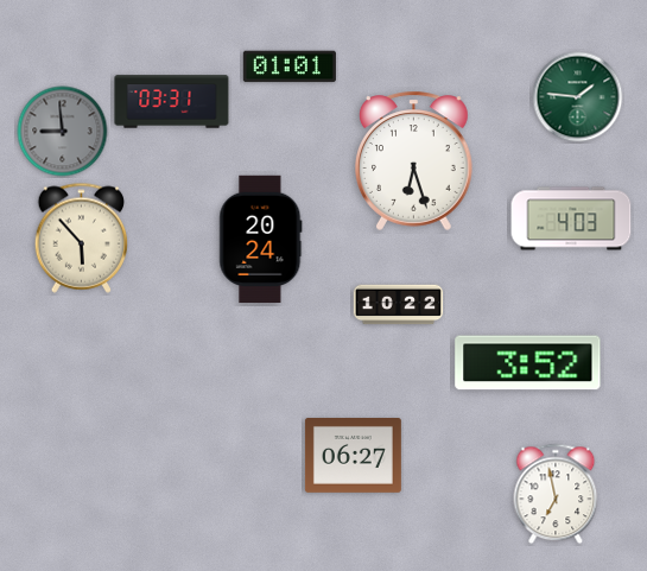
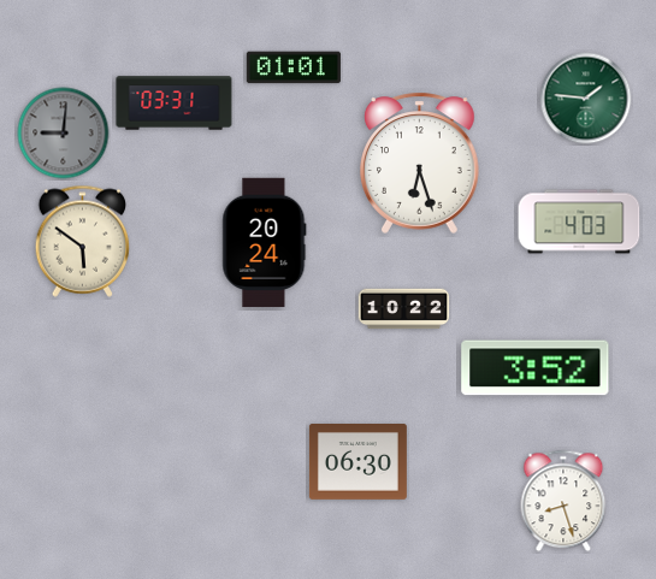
clock at (63, 132): 8:59 -> 9:01
clock at (82, 237): 5:53 -> 5:51
clock at (353, 456): 06:27 -> 06:30
clock at (556, 494): 6:58 -> 8:27
